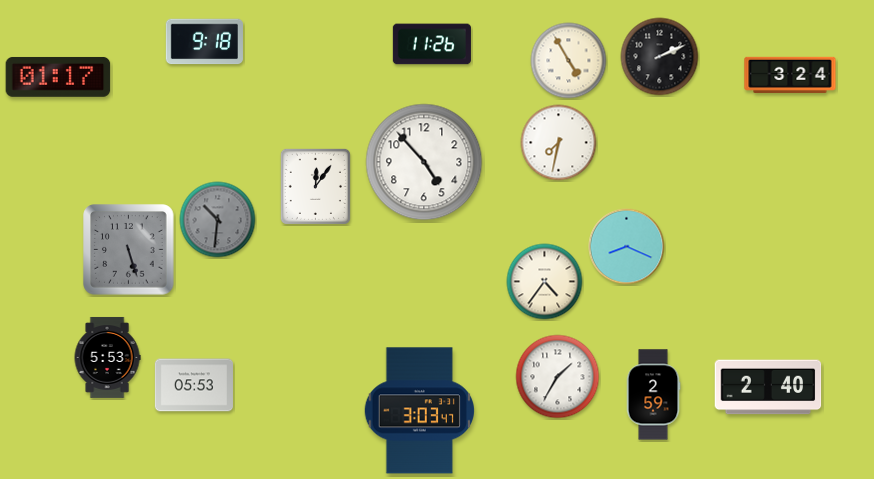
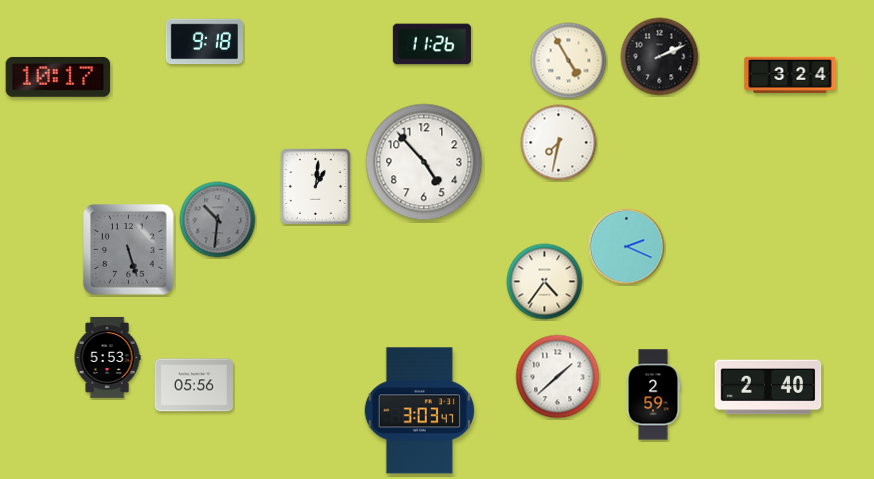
clock at (58, 77): 01:17 -> 10:17
clock at (315, 186): 12:06 -> 1:01
clock at (627, 247): 8:19 -> 2:19
clock at (558, 377): 1:35 -> 1:38
clock at (194, 385): 05:53 -> 05:56
